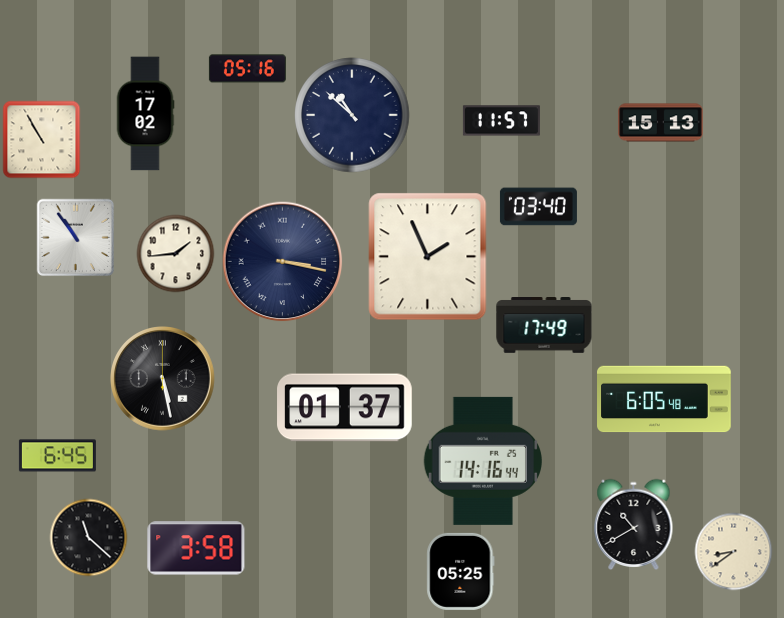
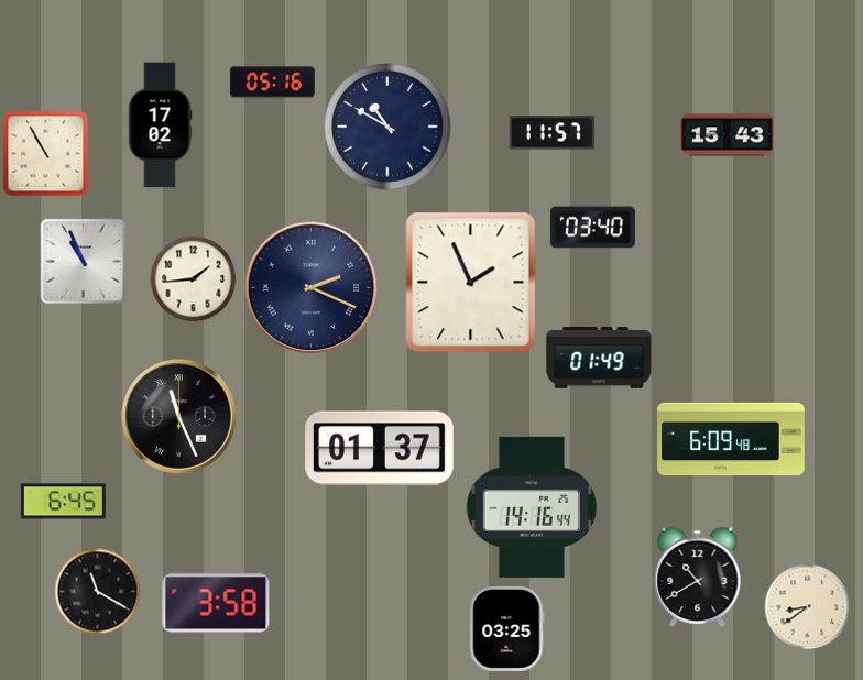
clock at (247, 69) position: (247, 69) -> (272, 83)
clock at (352, 115): 10:52 -> 10:50
clock at (661, 123): 15:13 -> 15:43
clock at (75, 237): 10:54 -> 10:56
clock at (283, 262): 3:17 -> 2:19
clock at (544, 325): 17:49 -> 01:49
clock at (163, 379): 5:28 -> 11:26
clock at (664, 399): 6:05 -> 6:09
clock at (88, 537): 11:22 -> 11:20
clock at (461, 571): 05:25 -> 03:25
